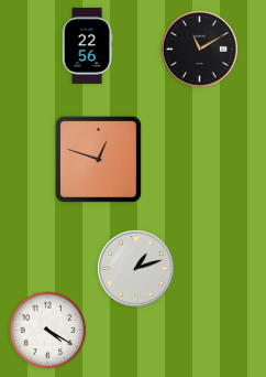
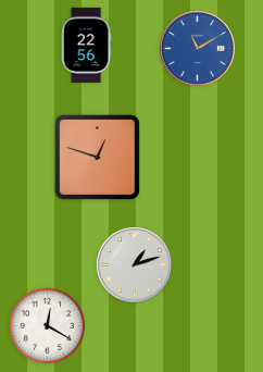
clock at (199, 49) dial: black -> blue
clock at (48, 331): 4:20 -> 12:20
